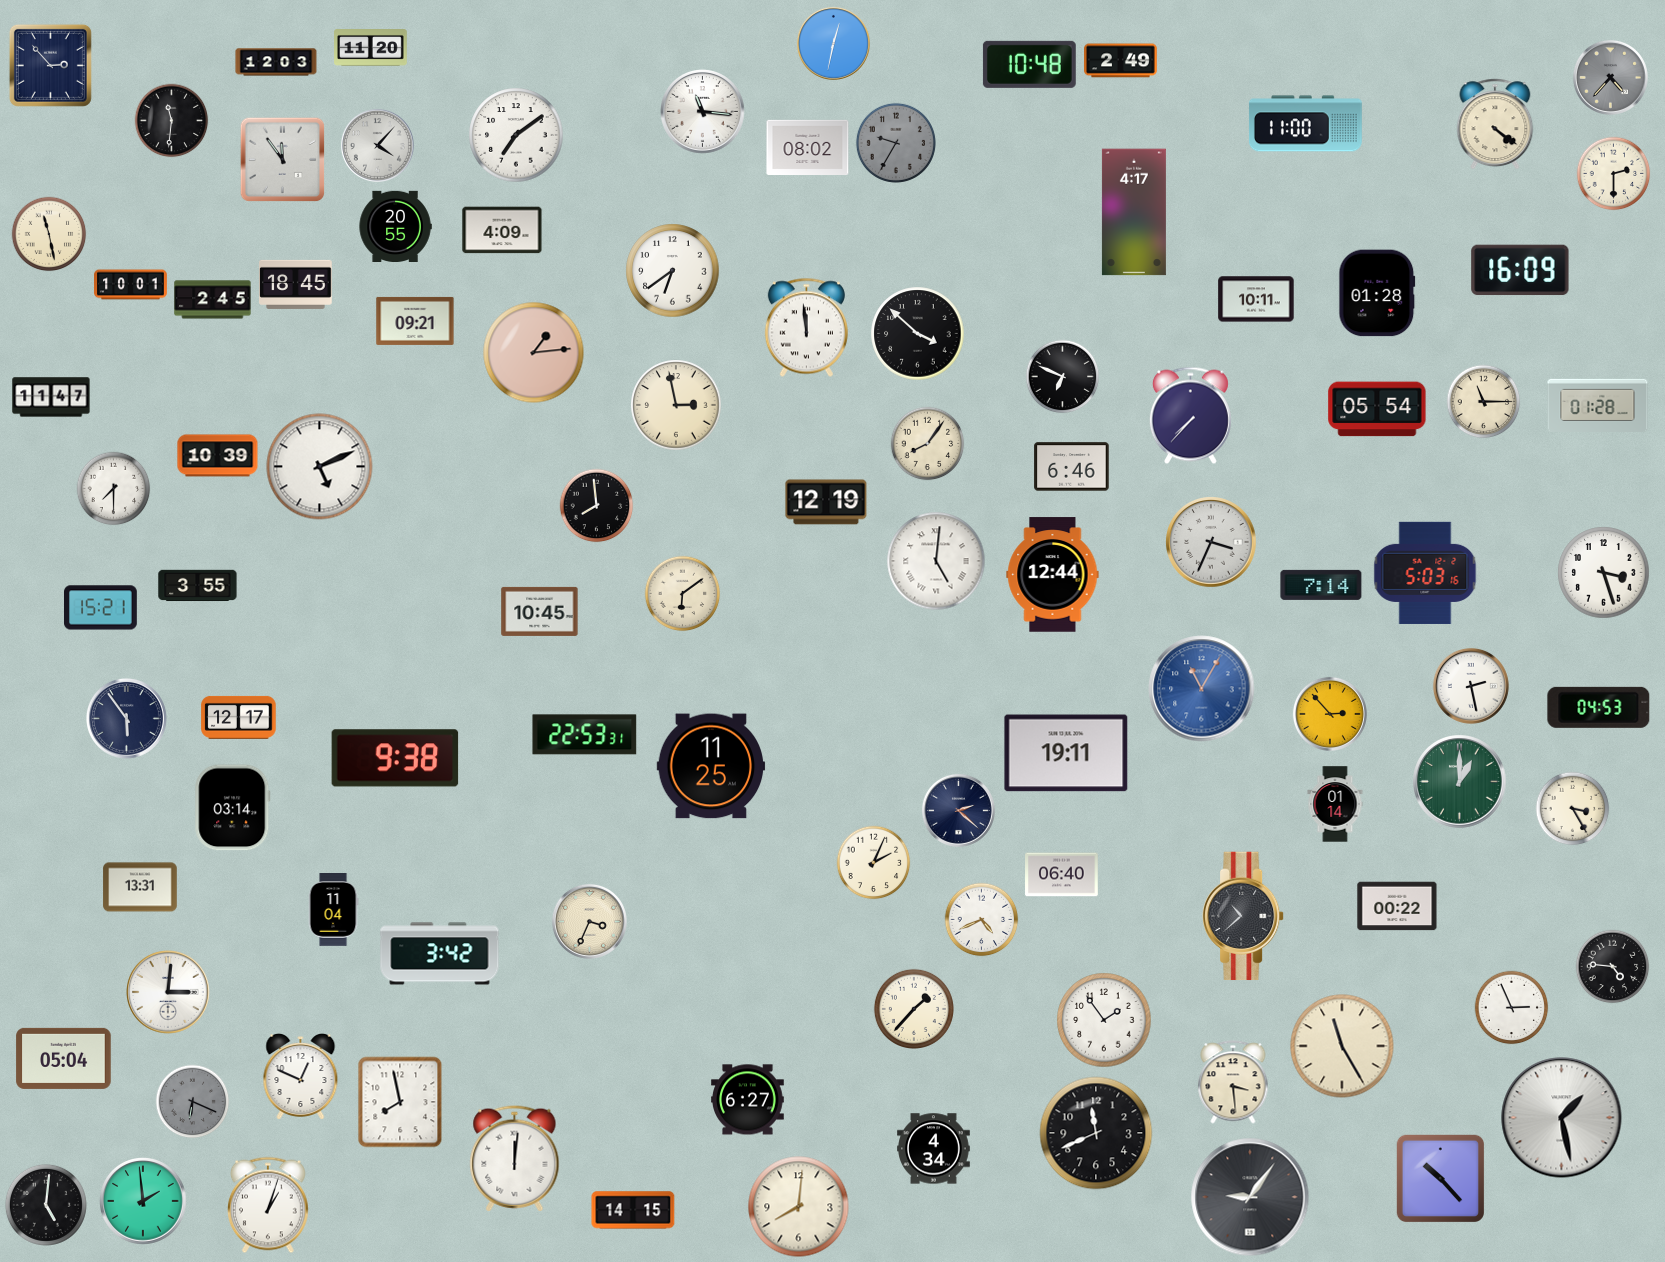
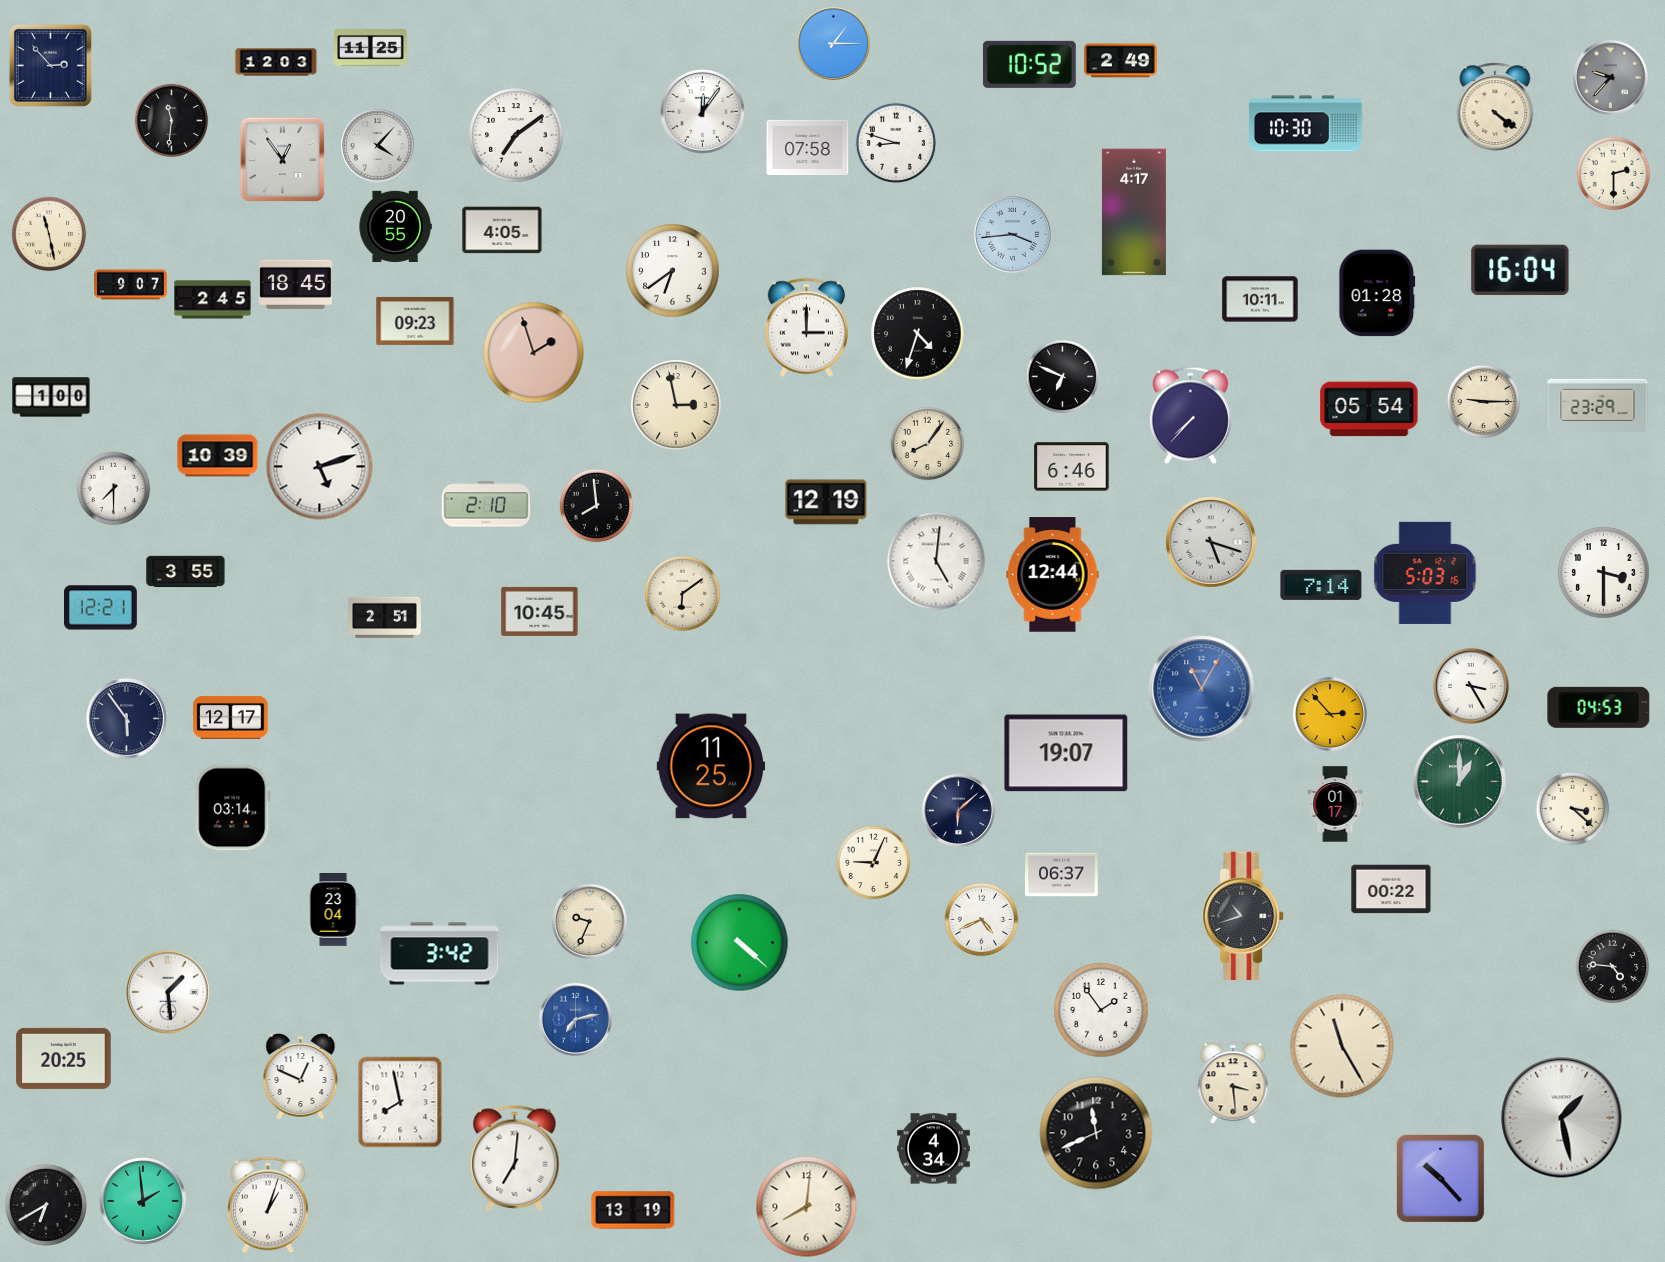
clock at (833, 43): 12:32 -> 1:15
clock at (371, 48): 11:20 -> 11:25
clock at (1029, 64): 10:48 -> 10:52
clock at (1610, 77): 4:37 -> 9:37
clock at (703, 112): 11:16 -> 12:06
clock at (1305, 124): 11:00 -> 10:30
clock at (1495, 124) position: (1495, 124) -> (1495, 108)
clock at (896, 143): 9:35 -> 8:48
clock at (896, 143) dial: grey -> white
clock at (808, 147): 08:02 -> 07:58
clock at (283, 160): 11:54 -> 12:54
clock at (502, 230): 4:09 -> 4:05
clock at (1012, 234): none -> 3:44
clock at (1520, 270): 16:09 -> 16:04
clock at (131, 285): 10:01 -> 9:07
clock at (1256, 299) position: (1256, 299) -> (1260, 299)
clock at (415, 321): 09:21 -> 09:23
clock at (806, 328): 11:59 -> 3:00
clock at (918, 334): 3:52 -> 4:33
clock at (534, 353): 1:14 -> 1:57
clock at (51, 397): 11:47 -> 1:00
clock at (1484, 402): 11:15 -> 9:15
clock at (1598, 405): 01:28 -> 23:29
clock at (1377, 409) position: (1377, 409) -> (1369, 409)
clock at (320, 467): 5:11 -> 5:12
clock at (486, 504): none -> 2:10
clock at (1211, 542): 3:34 -> 5:18
clock at (1604, 573): 3:27 -> 3:30
clock at (198, 586) position: (198, 586) -> (186, 572)
clock at (101, 608): 15:21 -> 12:21
clock at (385, 617): none -> 2:51
clock at (1471, 686): 2:28 -> 3:25
clock at (239, 717) position: (239, 717) -> (231, 717)
clock at (585, 735): 22:53 -> none
clock at (1066, 753): 19:11 -> 19:07
clock at (395, 758): 9:38 -> none
clock at (1335, 804): 01:14 -> 01:17
clock at (1573, 809): 3:25 -> 3:22
clock at (958, 810): 2:22 -> 6:08
clock at (874, 863): 2:04 -> 9:04
clock at (1062, 875): 06:40 -> 06:37
clock at (140, 887): 13:31 -> none
clock at (1397, 906) position: (1397, 906) -> (1391, 889)
clock at (333, 910): 11:04 -> 23:04
clock at (1243, 916): 10:38 -> 10:42
clock at (589, 921): 3:34 -> 9:34
clock at (740, 943): none -> 4:22
clock at (169, 993): 3:01 -> 1:29
clock at (1512, 1008): 2:56 -> none
clock at (914, 1009): 1:37 -> none
clock at (575, 1019): none -> 7:13
clock at (1104, 1020) position: (1104, 1020) -> (1101, 1010)
clock at (64, 1058): 05:04 -> 20:25
clock at (748, 1100): 6:27 -> none
clock at (193, 1102): 6:19 -> none
clock at (515, 1159): 12:01 -> 7:01
clock at (1250, 1197): 9:06 -> none
clock at (46, 1205): 5:01 -> 6:40
clock at (799, 1207) position: (799, 1207) -> (807, 1207)
clock at (633, 1210): 14:15 -> 13:19
